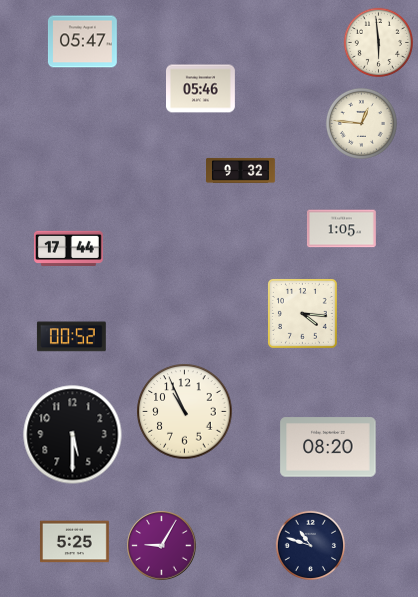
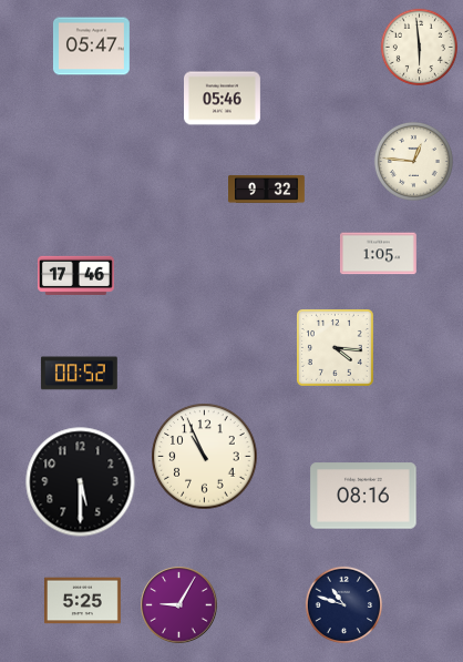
clock at (361, 123) position: (361, 123) -> (413, 161)
clock at (68, 248): 17:44 -> 17:46
clock at (328, 447): 08:20 -> 08:16
